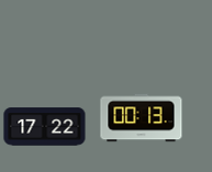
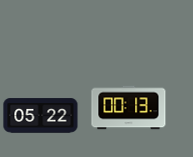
clock at (45, 127): 17:22 -> 05:22
